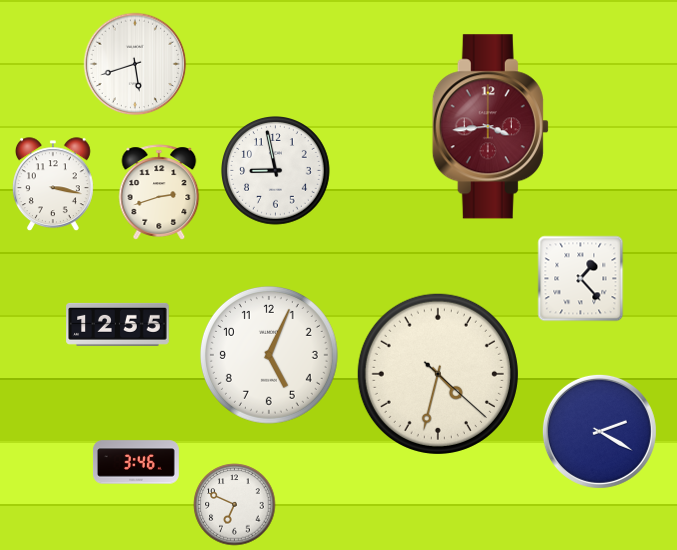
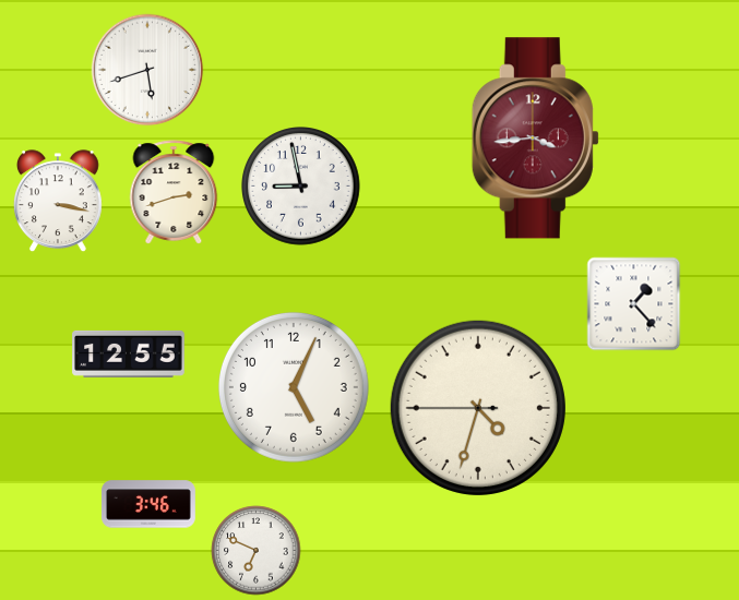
clock at (159, 192) position: (159, 192) -> (174, 192)
clock at (438, 374): 4:32:22 -> 4:32:45
clock at (599, 431): 2:20 -> none
